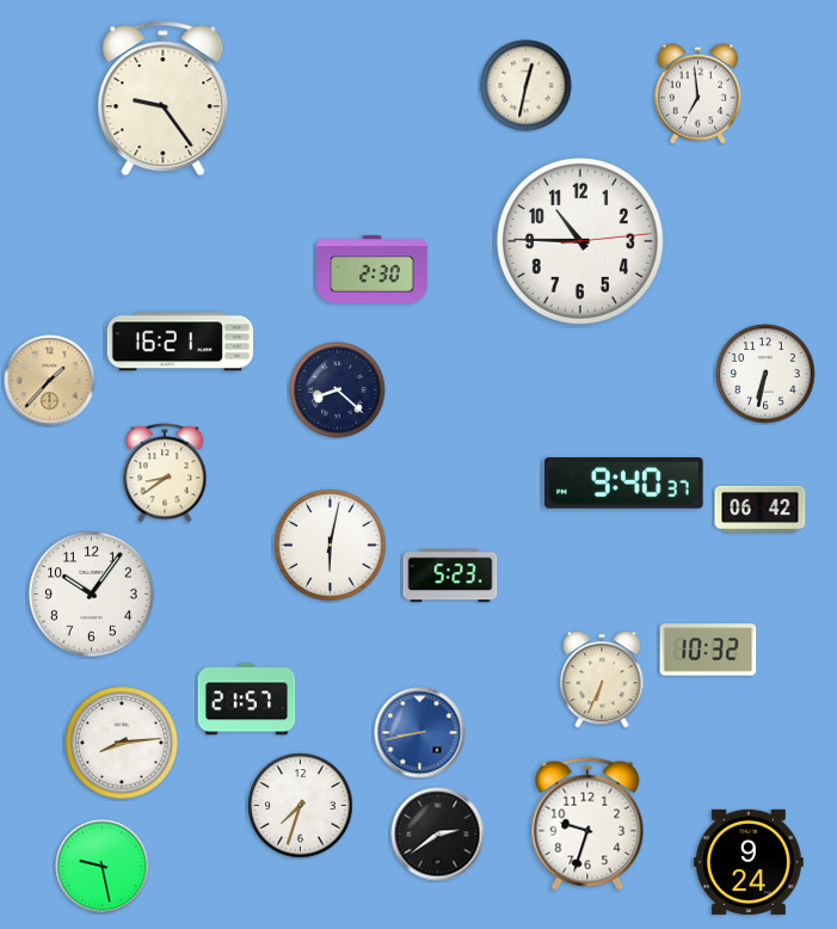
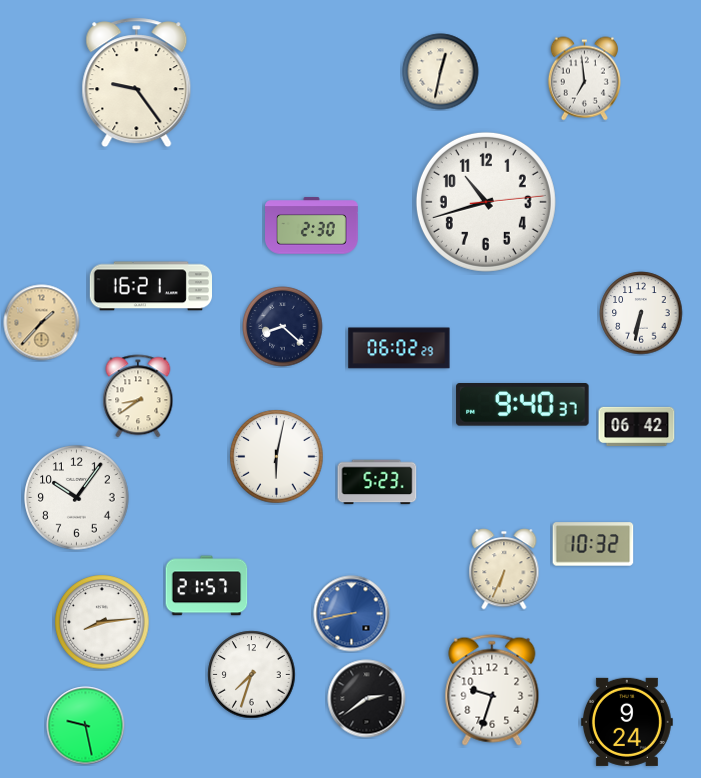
clock at (580, 241): 10:45 -> 10:42
clock at (50, 381) position: (50, 381) -> (42, 323)
clock at (399, 348): none -> 06:02
